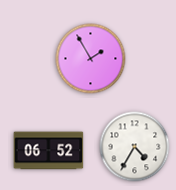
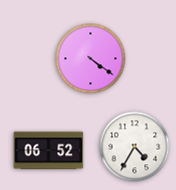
clock at (91, 59): 1:55 -> 4:21
